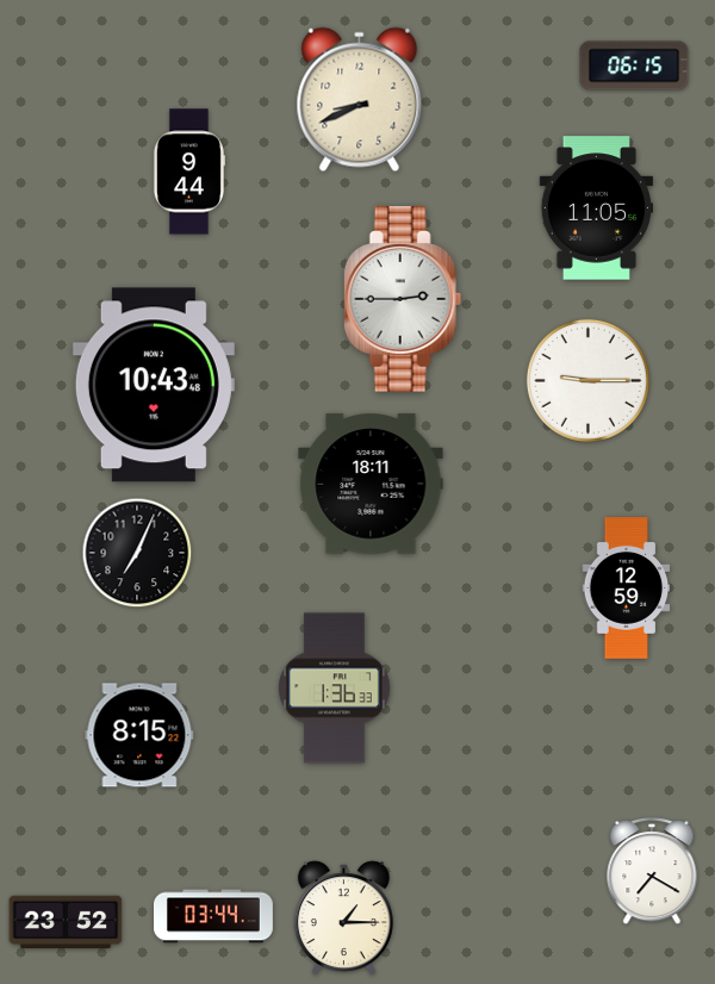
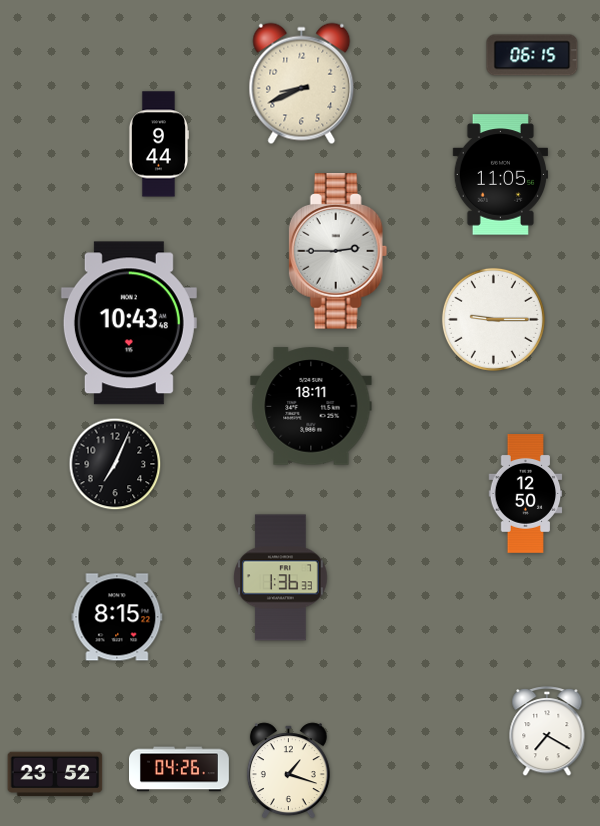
clock at (627, 588): 12:59 -> 12:50
clock at (214, 916): 03:44 -> 04:26
clock at (343, 918): 1:15 -> 1:18
